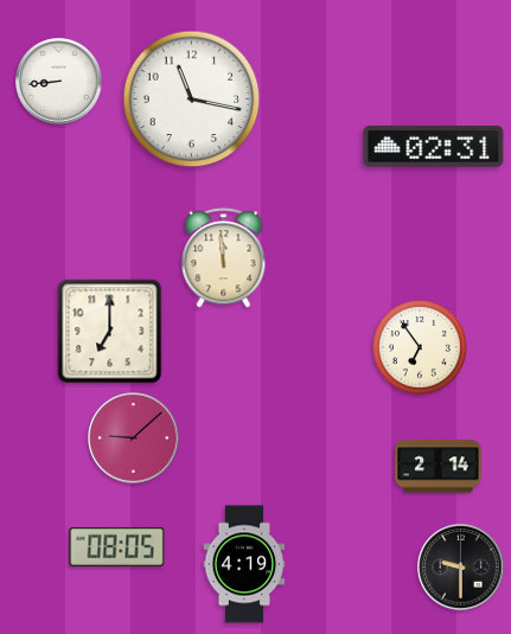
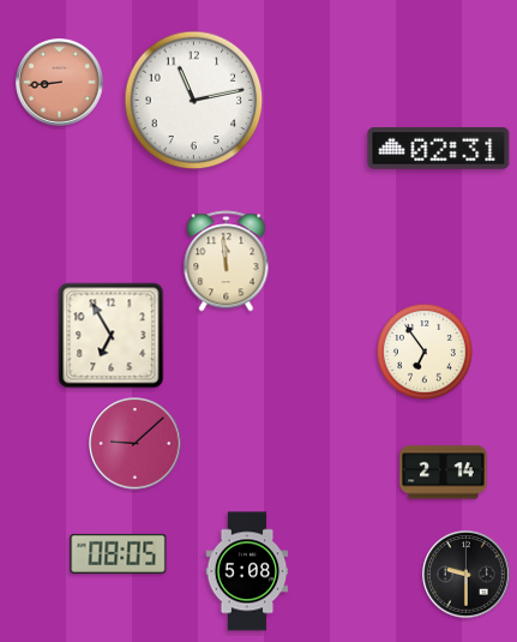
clock at (59, 82) dial: white -> salmon
clock at (192, 100): 11:17 -> 11:13
clock at (110, 332): 7:00 -> 6:55
clock at (244, 564): 4:19 -> 5:08
